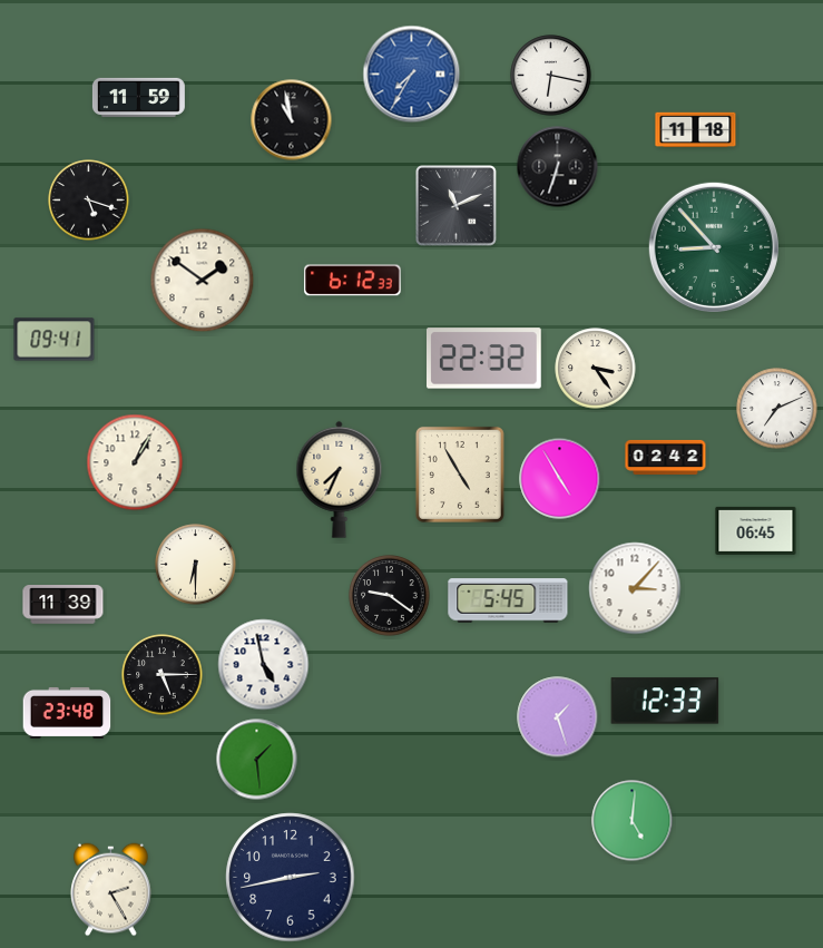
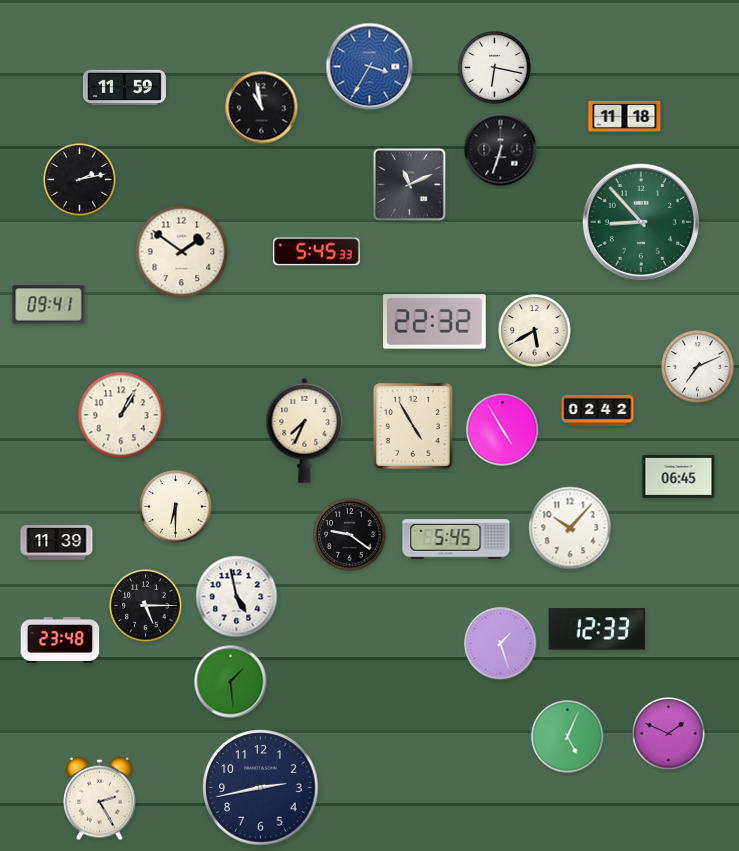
clock at (412, 75): 7:35 -> 3:35
clock at (89, 201): 5:18 -> 2:13
clock at (353, 281): 6:12 -> 5:45
clock at (596, 369): 3:24 -> 5:40
clock at (635, 588): 3:07 -> 10:07
clock at (669, 734): none -> 1:49
clock at (633, 821): 5:01 -> 5:04
